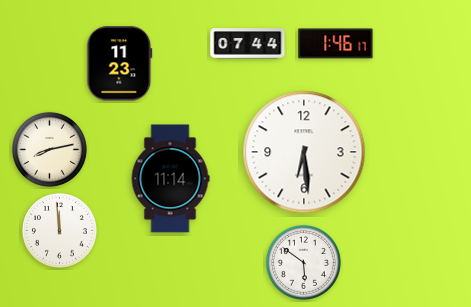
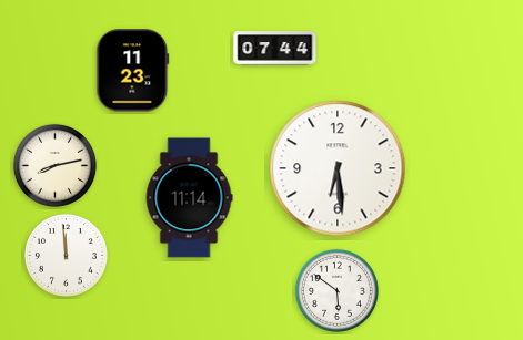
clock at (336, 44): 1:46 -> none
